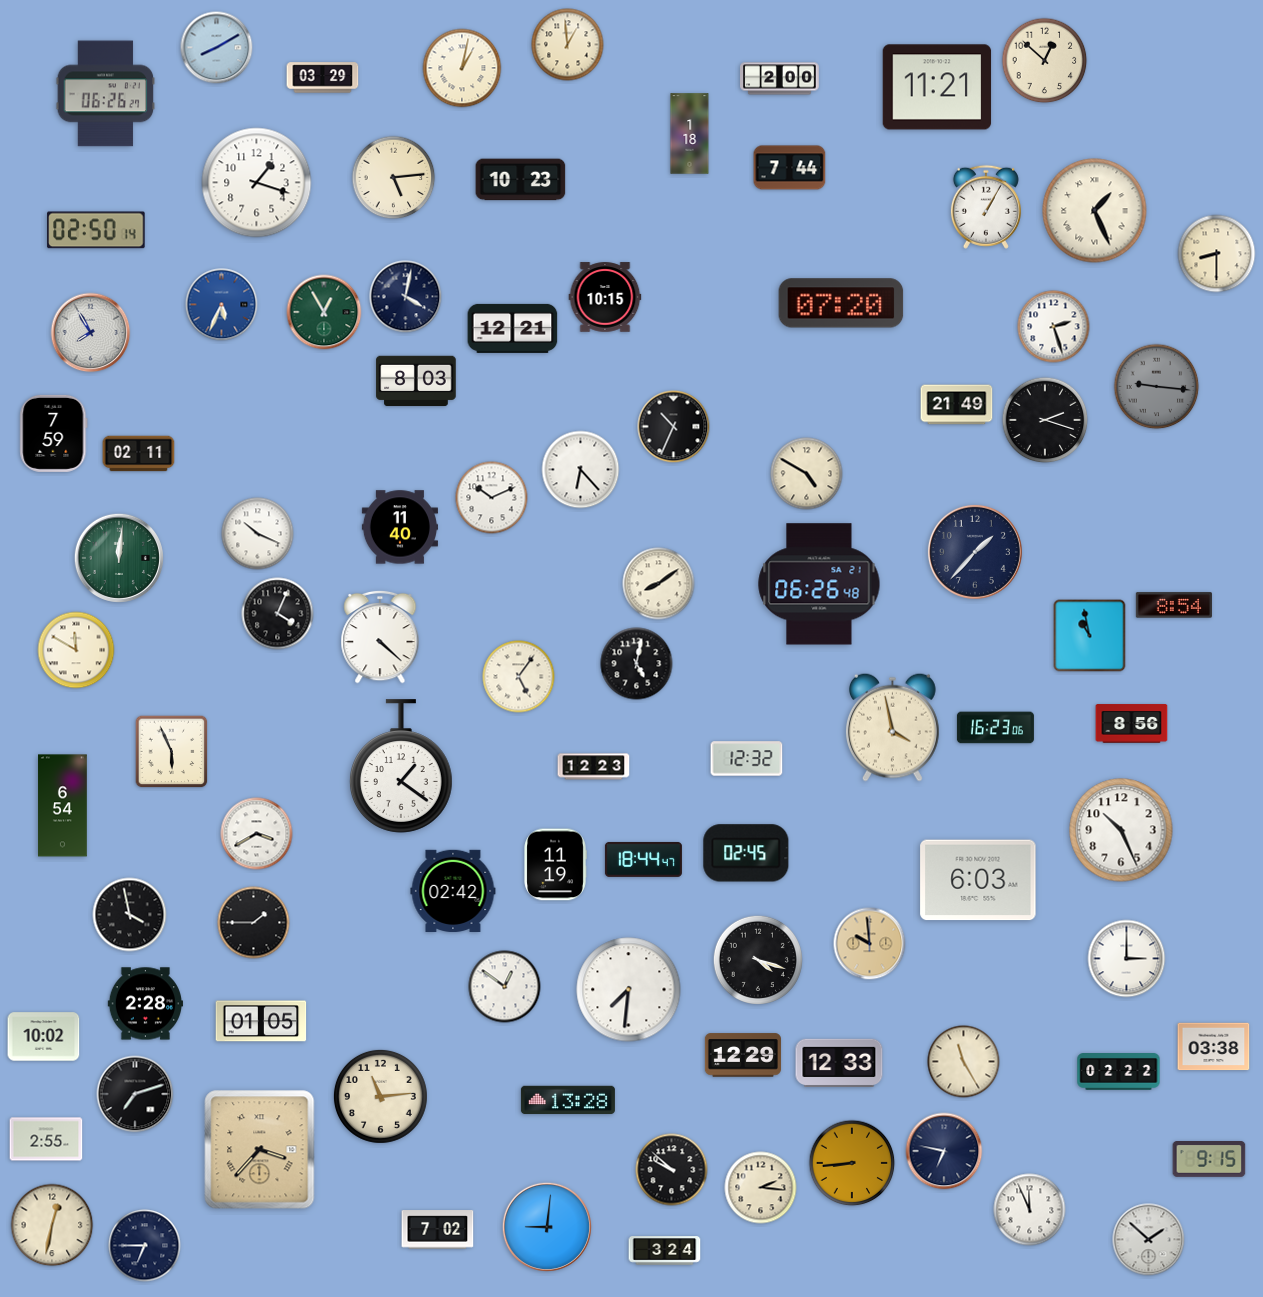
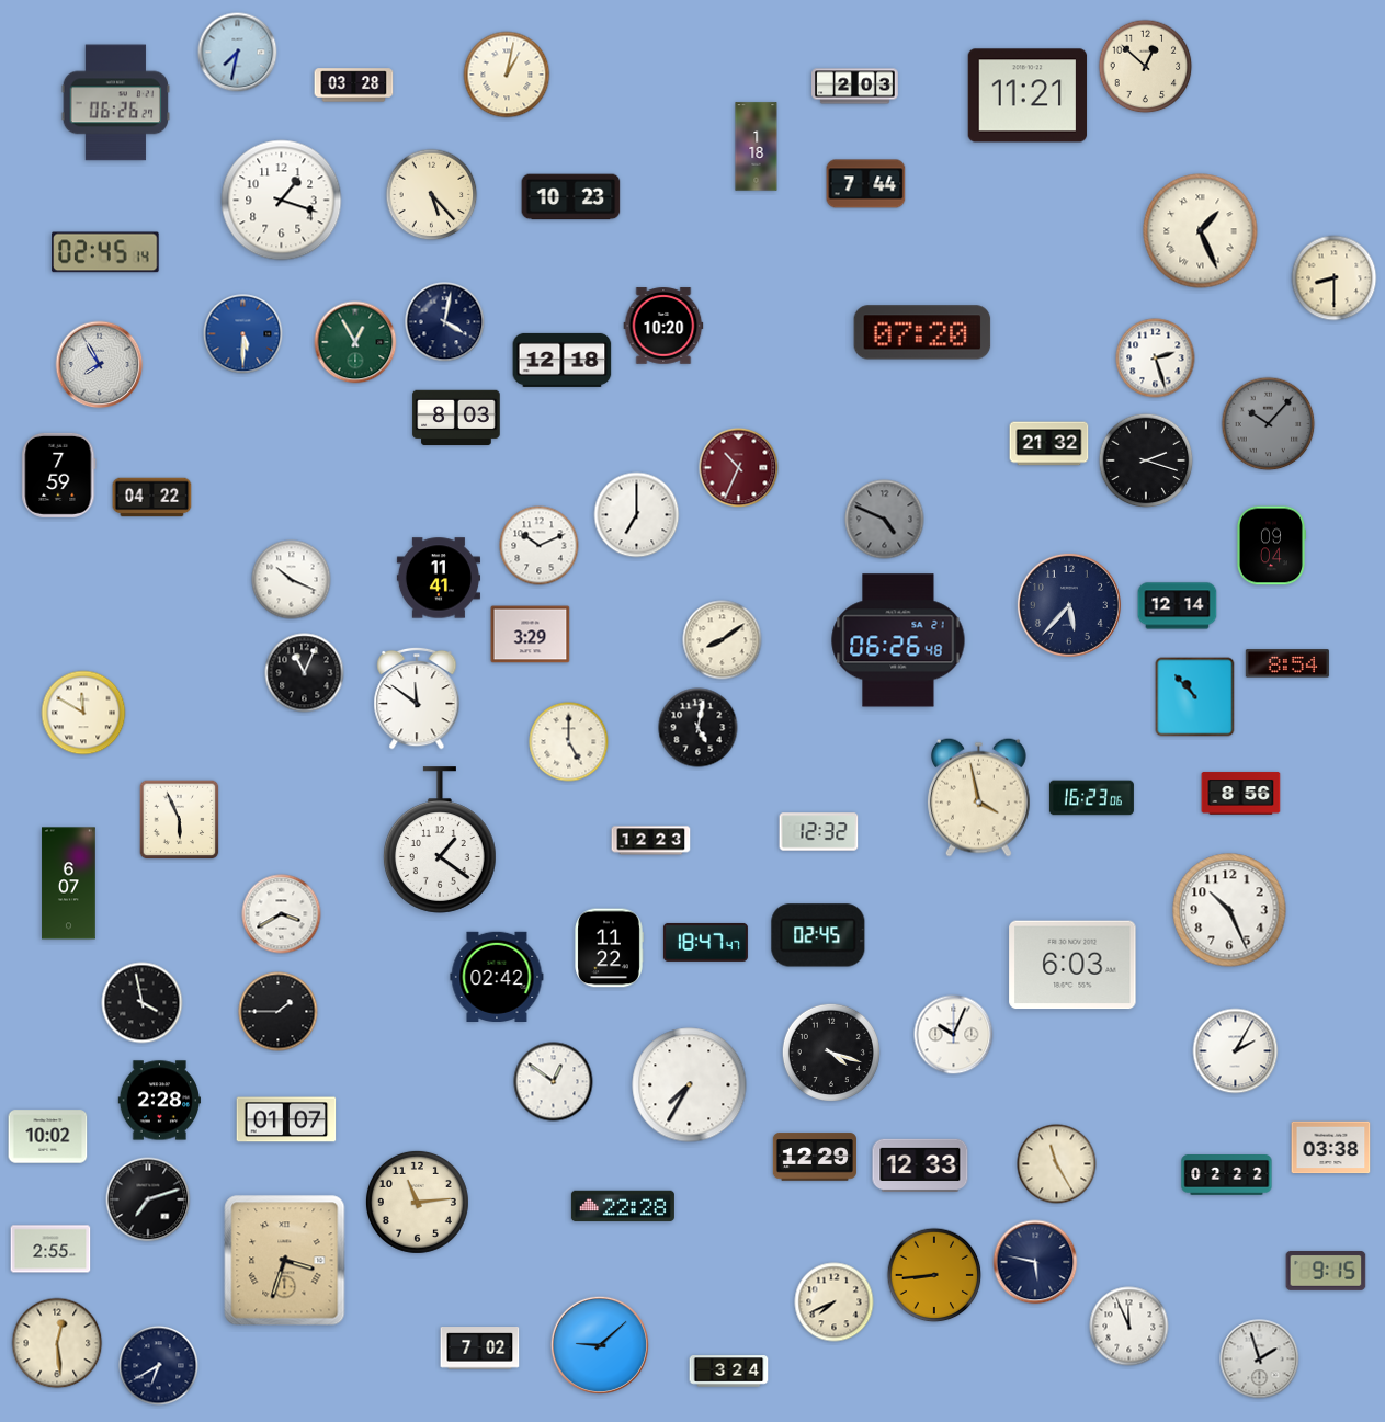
clock at (568, 45): 12:59 -> none
clock at (217, 48): 8:10 -> 7:32
clock at (323, 78): 03:29 -> 03:28
clock at (780, 79): 2:00 -> 2:03
clock at (394, 178): 5:14 -> 5:23
clock at (986, 207): 1:05 -> none
clock at (96, 230): 02:50 -> 02:45
clock at (406, 297) position: (406, 297) -> (445, 322)
clock at (605, 297): 10:15 -> 10:20
clock at (222, 305): 5:34 -> 5:30
clock at (513, 328): 12:21 -> 12:18
clock at (1157, 387): 9:16 -> 10:07
clock at (957, 405): 21:49 -> 21:32
clock at (674, 427) dial: black -> burgundy
clock at (139, 454): 02:11 -> 04:22
clock at (581, 470): 6:23 -> 7:00
clock at (807, 474): 4:50 -> 4:49
clock at (807, 474) dial: cream -> grey
clock at (1271, 546): none -> 09:04
clock at (400, 527): 11:40 -> 11:41
clock at (258, 534) position: (258, 534) -> (292, 580)
clock at (975, 552): 1:37 -> 5:37
clock at (1178, 606): none -> 12:14
clock at (119, 558): 12:01 -> none
clock at (531, 635): none -> 3:29
clock at (278, 614): 4:04 -> 11:04
clock at (1090, 636): 10:58 -> 10:53
clock at (380, 637): 4:22 -> 11:51
clock at (519, 677): 5:06 -> 5:00
clock at (172, 752) position: (172, 752) -> (180, 820)
clock at (63, 806): 6:54 -> 6:07
clock at (643, 859): 18:44 -> 18:47
clock at (555, 865): 11:19 -> 11:22
clock at (870, 944): 9:59 -> 10:04
clock at (870, 944) dial: champagne -> white
clock at (1127, 959): 3:00 -> 2:05
clock at (629, 990): 7:31 -> 7:35
clock at (261, 1021): 01:05 -> 01:07
clock at (568, 1100): 13:28 -> 22:28
clock at (260, 1150): 3:37 -> 3:33
clock at (944, 1151): 6:47 -> 5:47
clock at (672, 1170): 9:52 -> none
clock at (761, 1188): 2:16 -> 7:41
clock at (52, 1225): 12:32 -> 12:29
clock at (547, 1227): 9:01 -> 9:08
clock at (1149, 1240): 1:52 -> 1:57
clock at (145, 1246): 6:45 -> 6:40
